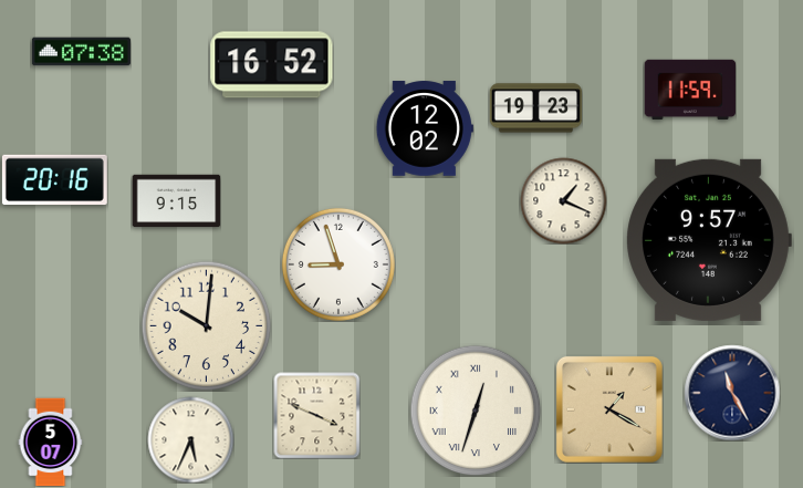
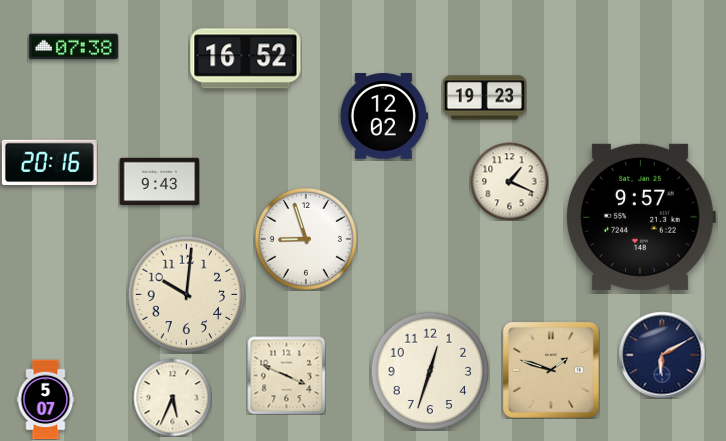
clock at (690, 90): 11:59 -> none
clock at (176, 201): 9:15 -> 9:43
clock at (732, 393): 11:25 -> 6:10
clock at (609, 409): 1:20 -> 1:48
clock at (476, 411) numerals: Roman -> Arabic
